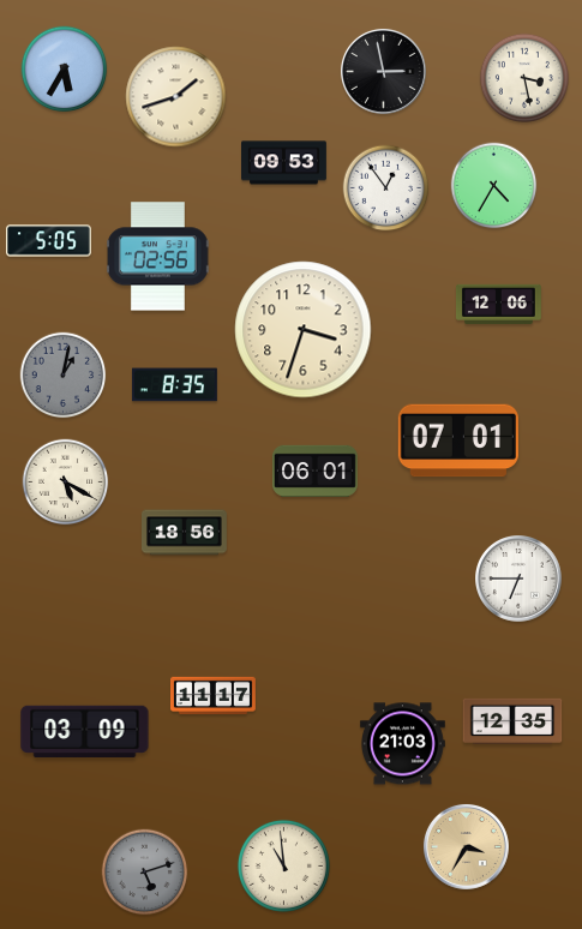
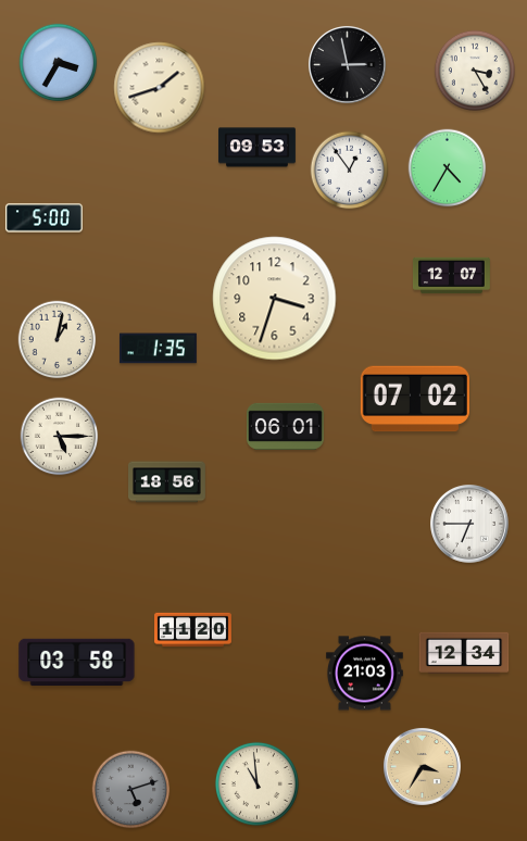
clock at (65, 70): 5:35 -> 3:35
clock at (524, 78): 3:28 -> 3:25
clock at (48, 241): 5:05 -> 5:00
clock at (158, 257): 02:56 -> none
clock at (498, 304): 12:06 -> 12:07
clock at (64, 376) dial: grey -> cream
clock at (174, 385): 8:35 -> 1:35
clock at (458, 440): 07:01 -> 07:02
clock at (66, 483): 5:20 -> 5:15
clock at (214, 696): 11:17 -> 11:20
clock at (512, 720): 12:35 -> 12:34
clock at (85, 732): 03:09 -> 03:58
